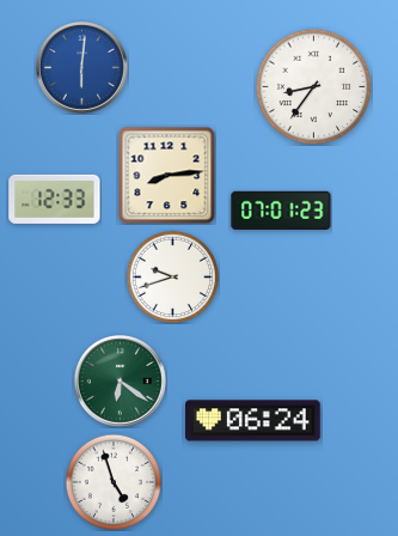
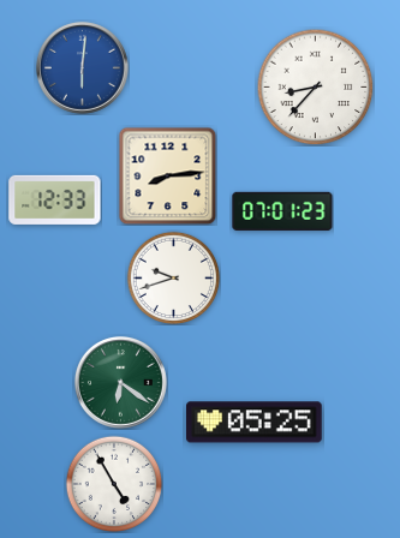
clock at (313, 86): 8:36 -> 8:37
clock at (253, 421): 06:24 -> 05:25
clock at (114, 482): 4:57 -> 4:55
